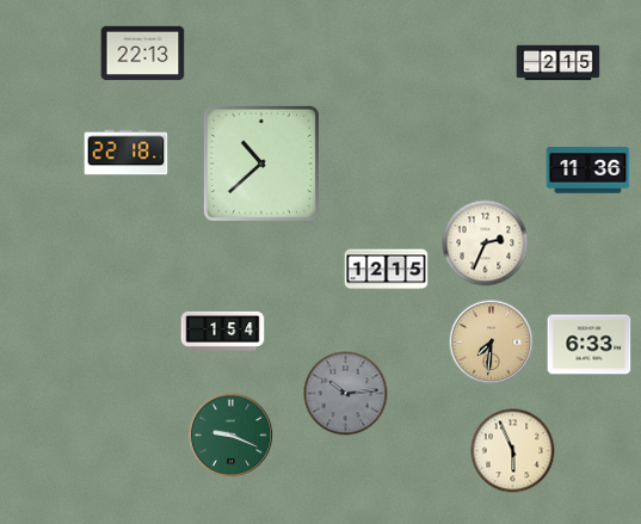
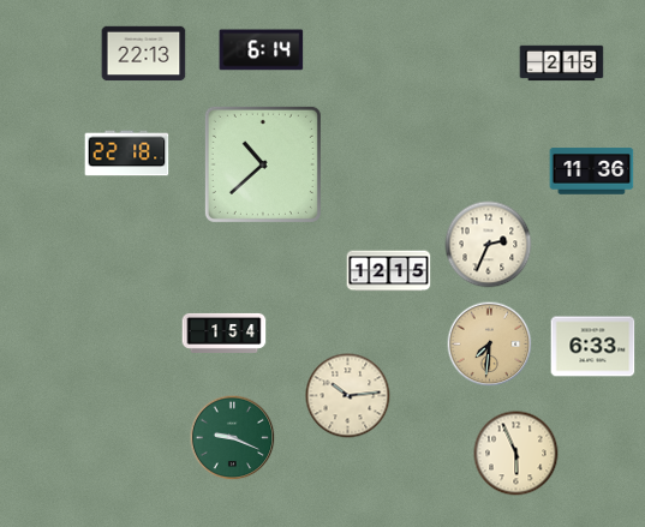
clock at (262, 50): none -> 6:14
clock at (492, 343) position: (492, 343) -> (490, 345)
clock at (346, 394) dial: grey -> cream
